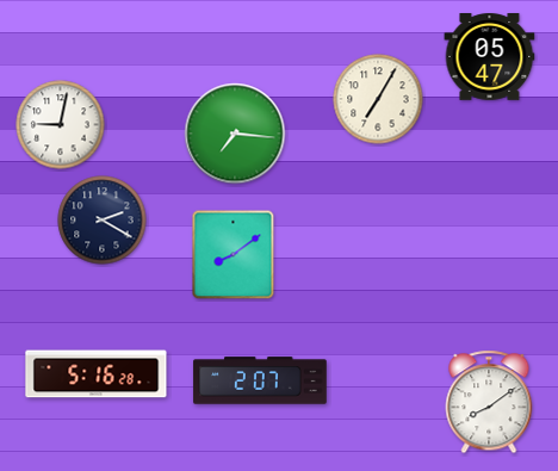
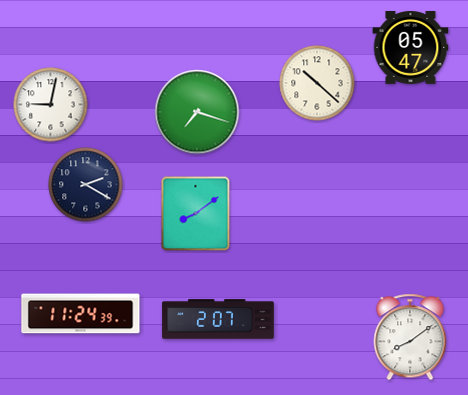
clock at (378, 99): 7:05 -> 10:22
clock at (235, 134): 7:16 -> 7:18
clock at (97, 374): 5:16 -> 11:24
